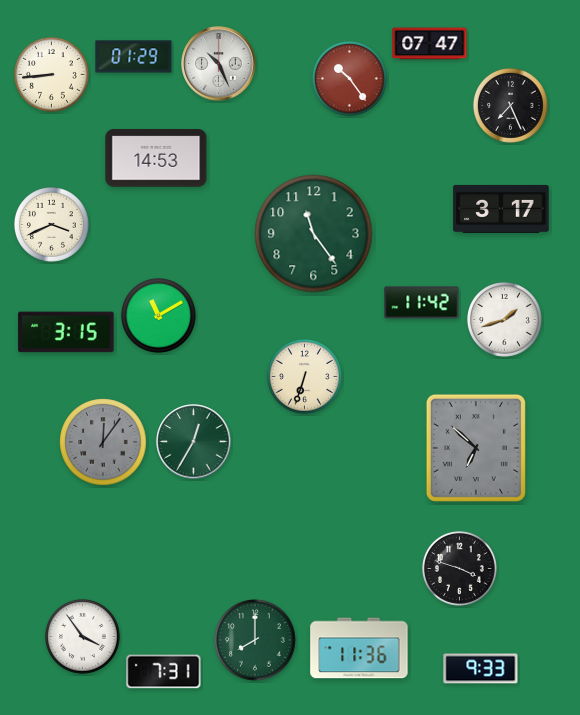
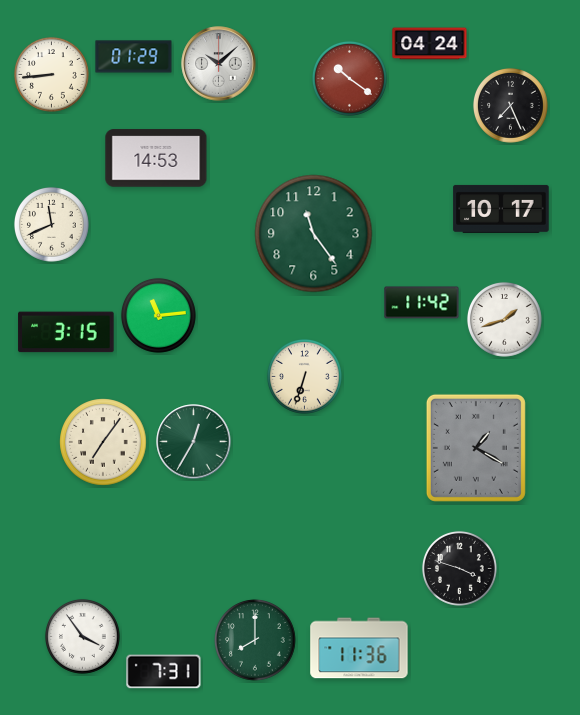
clock at (430, 44): 07:47 -> 04:24
clock at (219, 64): 10:26 -> 10:08
clock at (349, 78): 10:24 -> 10:21
clock at (501, 209): 3:17 -> 10:17
clock at (51, 224): 3:41 -> 11:41
clock at (158, 315): 11:10 -> 11:14
clock at (103, 442): 12:06 -> 7:06
clock at (103, 442) dial: grey -> cream
clock at (476, 448): 6:52 -> 1:20
clock at (481, 669): 9:33 -> none
